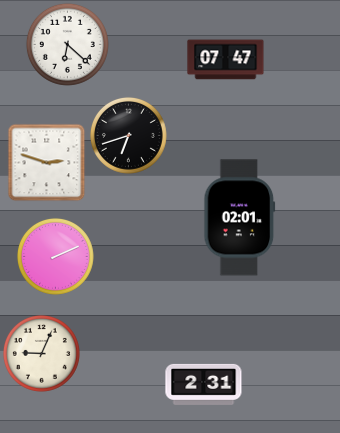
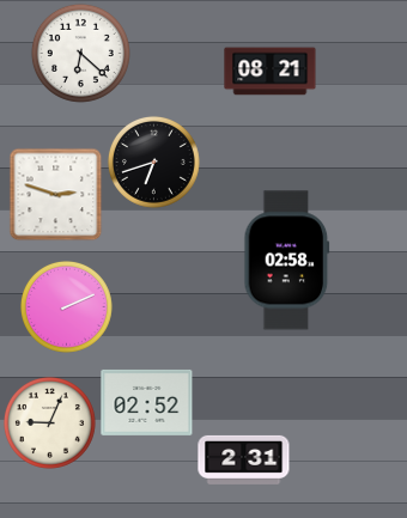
clock at (226, 60): 07:47 -> 08:21
clock at (240, 218): 02:01 -> 02:58
clock at (147, 402): none -> 02:52
